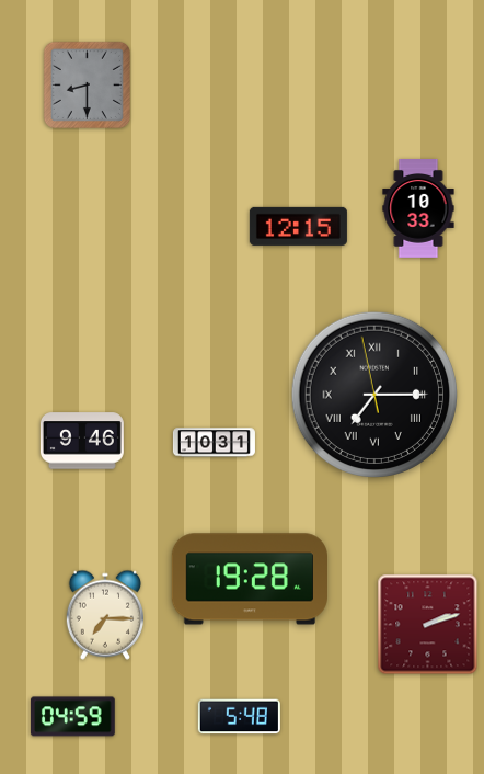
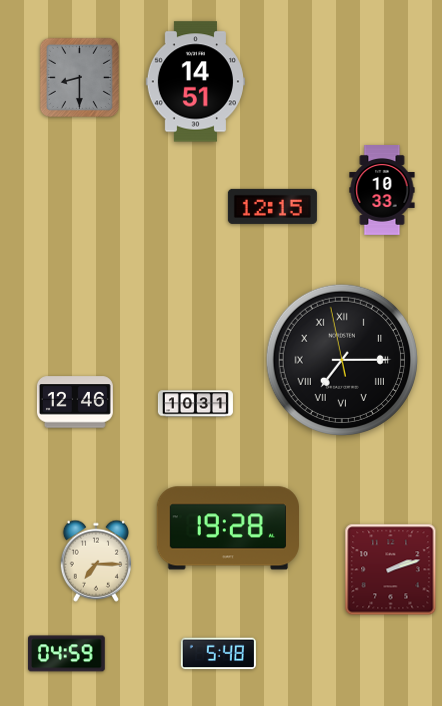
clock at (195, 82): none -> 14:51
clock at (82, 441): 9:46 -> 12:46
